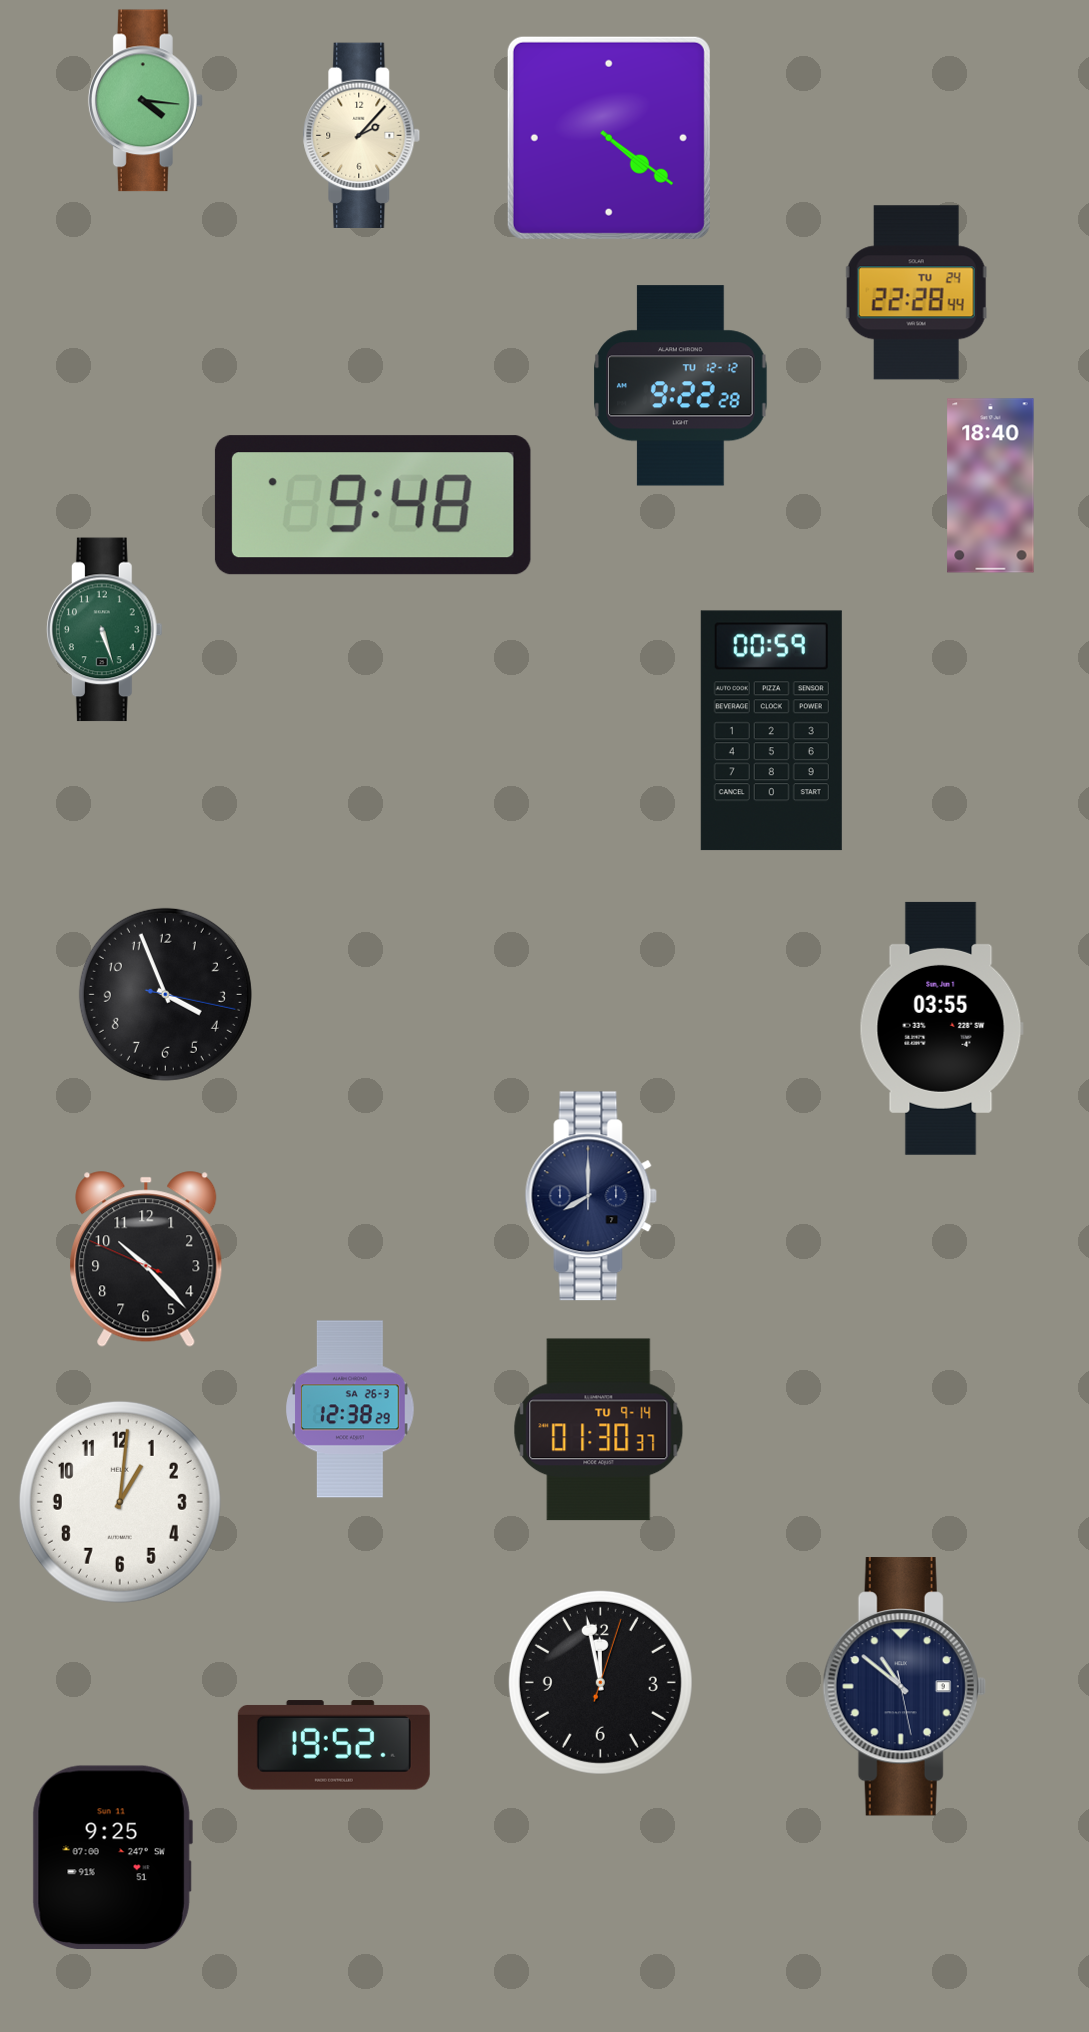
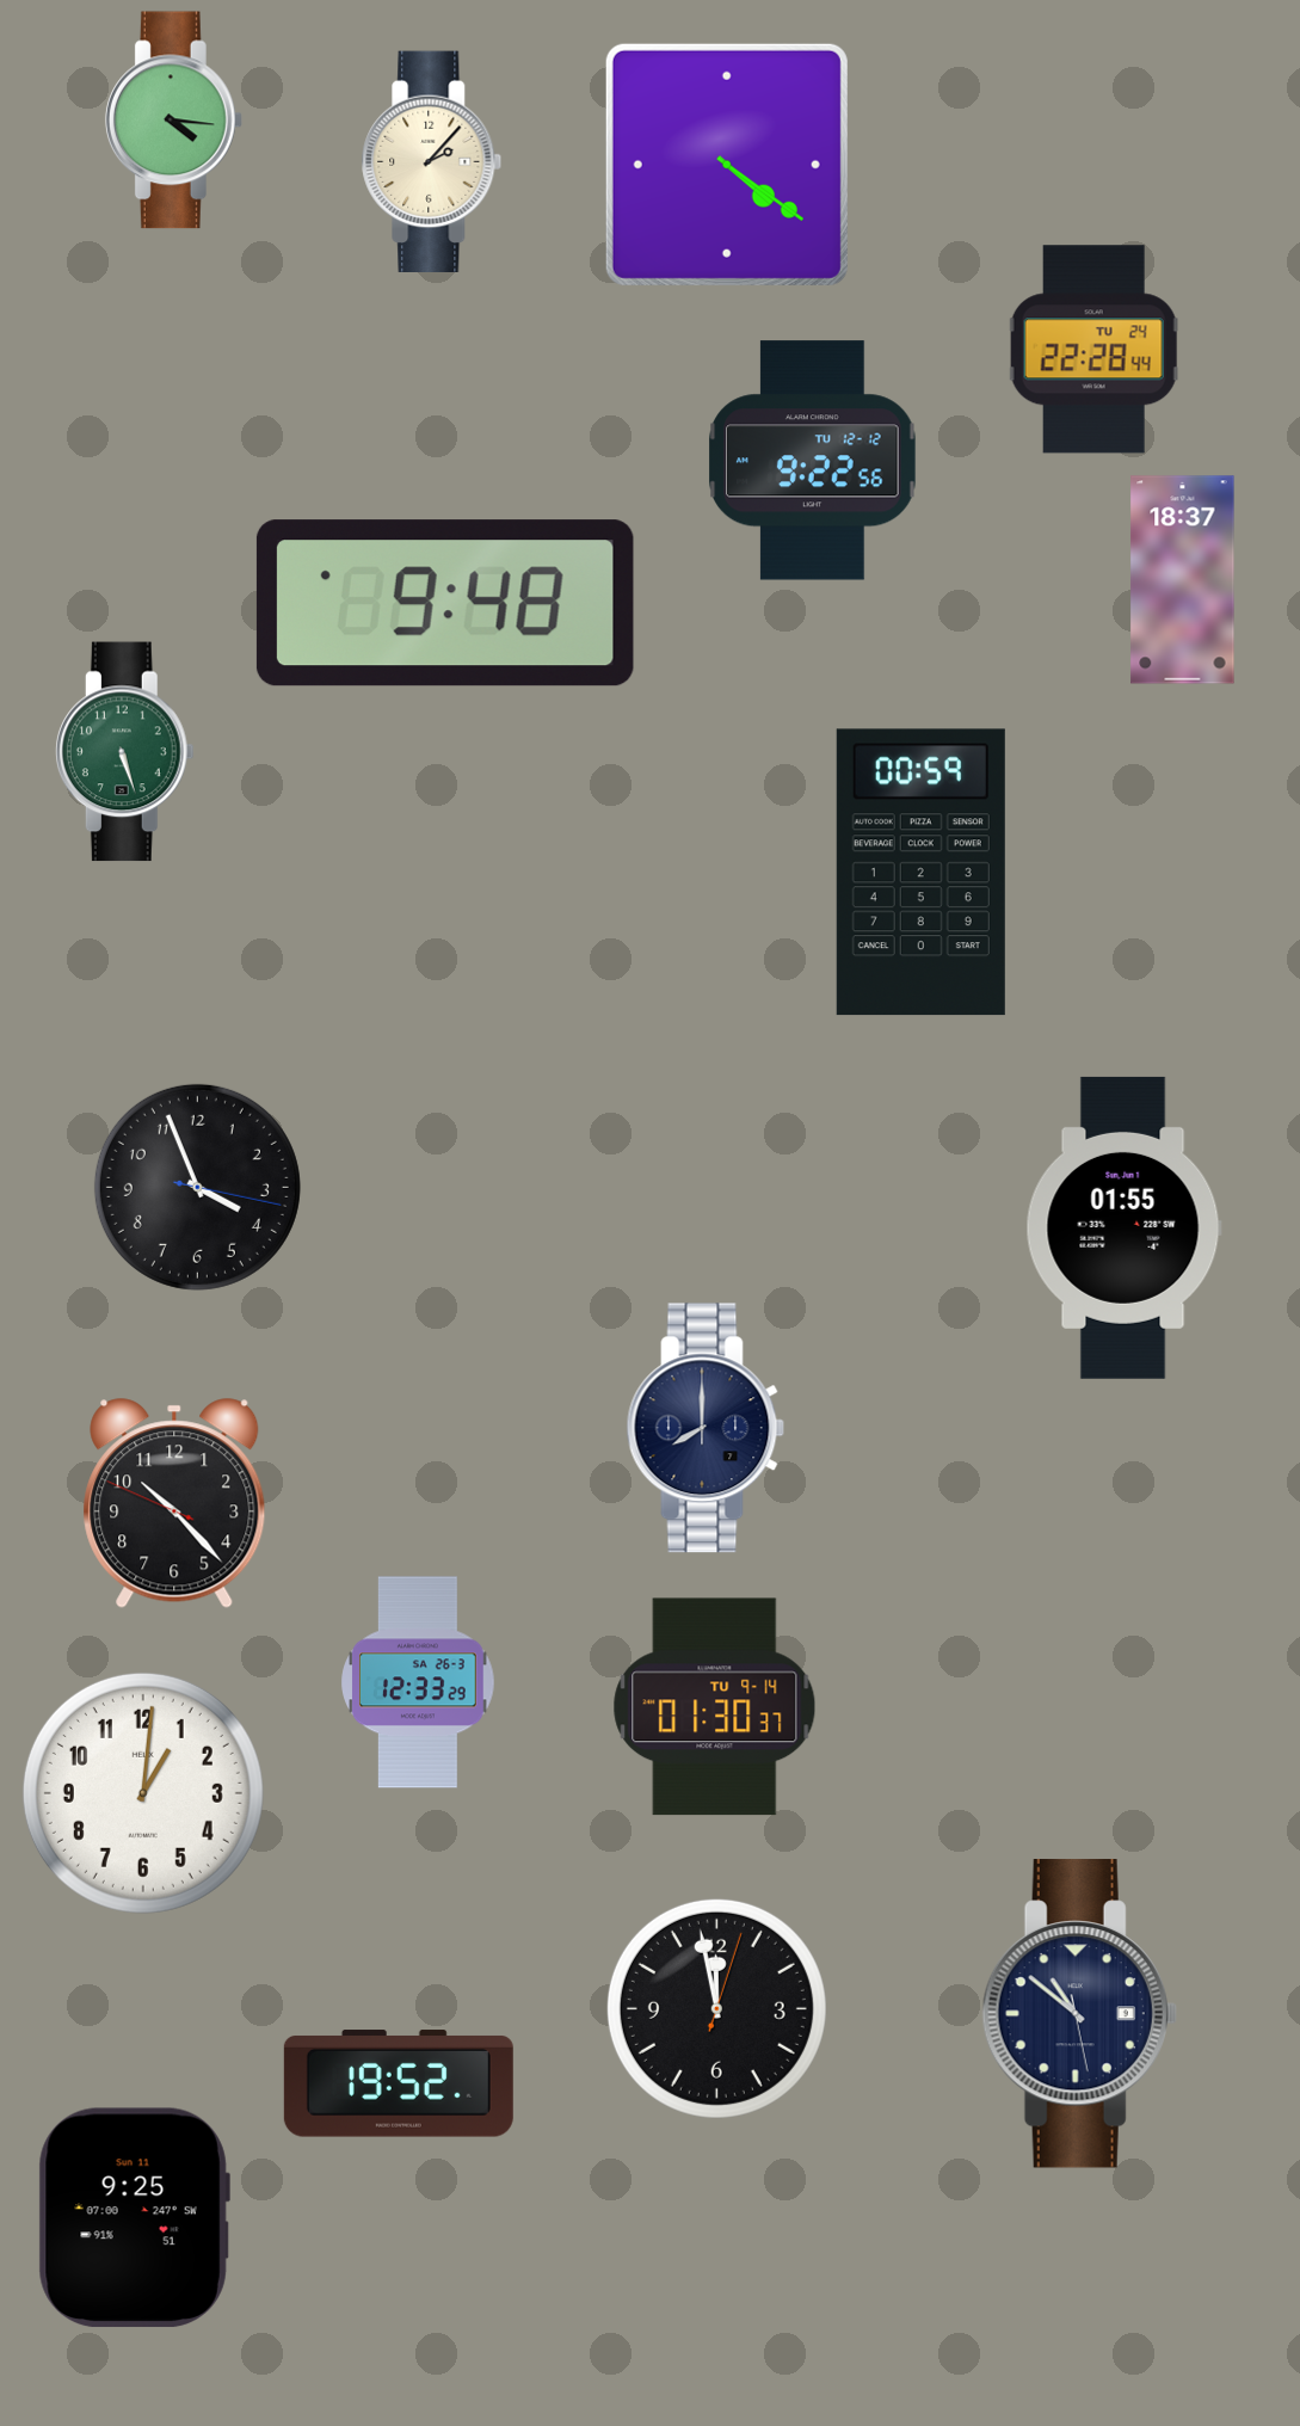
clock at (681, 386): 9:22:28 -> 9:22:56
clock at (991, 486): 18:40 -> 18:37
clock at (941, 1028): 03:55 -> 01:55
clock at (350, 1409): 12:38 -> 12:33
